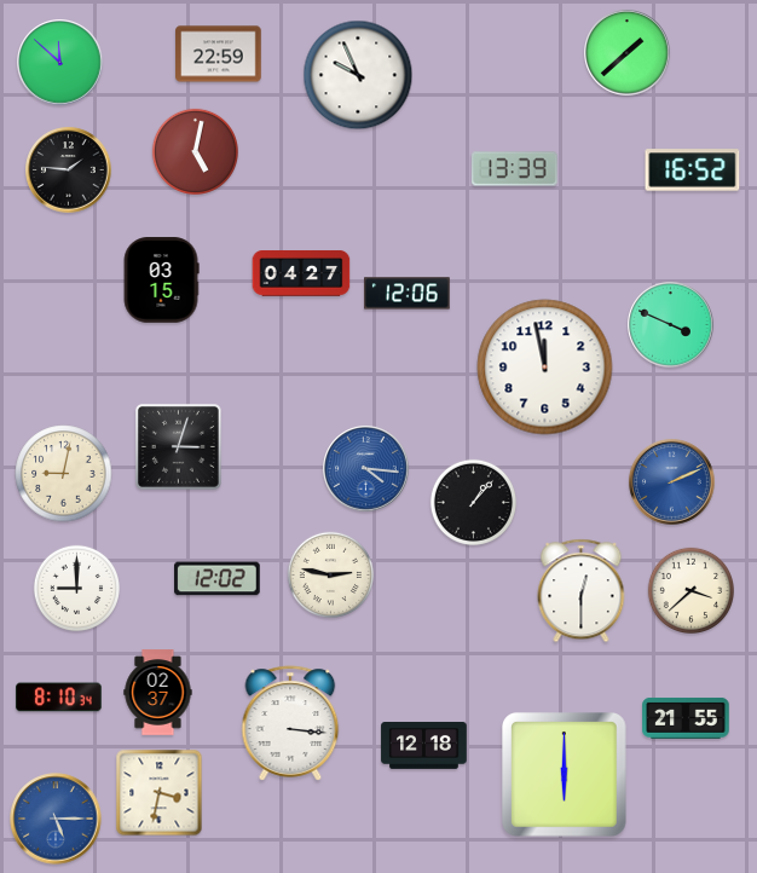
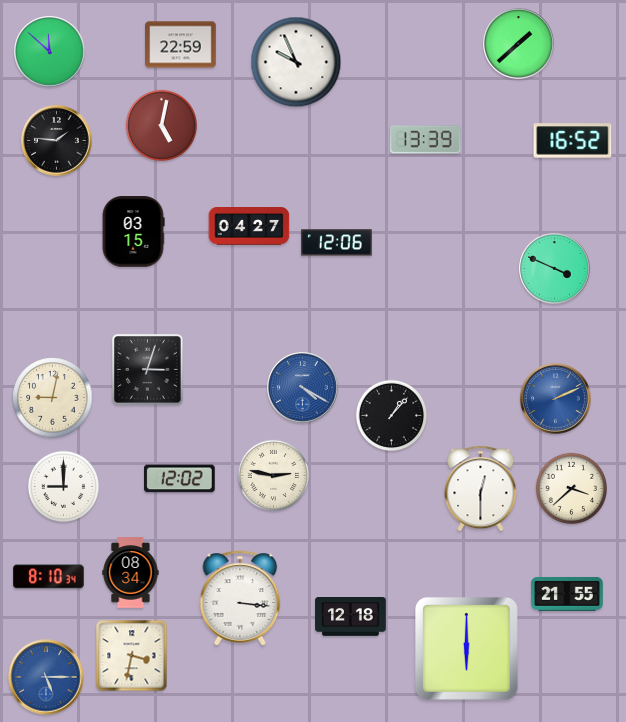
clock at (545, 368): 11:58 -> none
clock at (366, 469): 4:16 -> 4:20
clock at (64, 474) position: (64, 474) -> (53, 398)
clock at (158, 693): 02:37 -> 08:34
clock at (565, 775) position: (565, 775) -> (467, 649)
